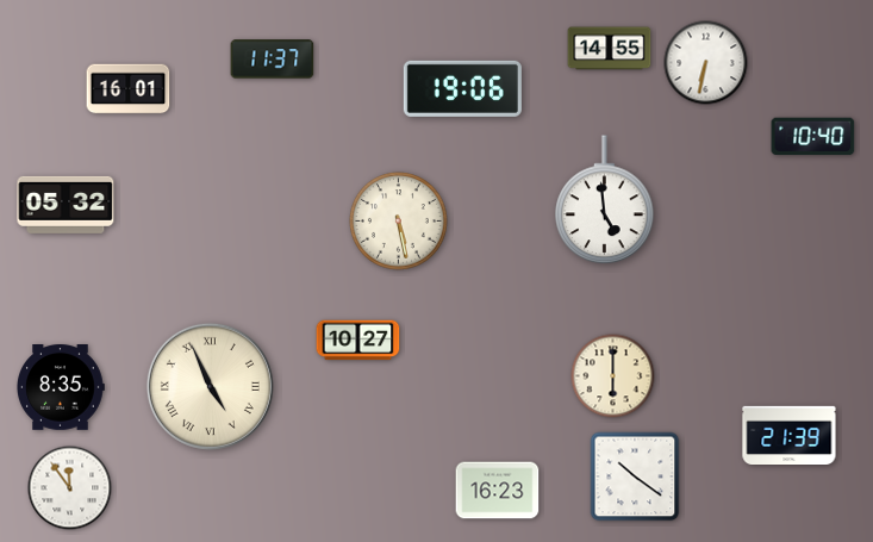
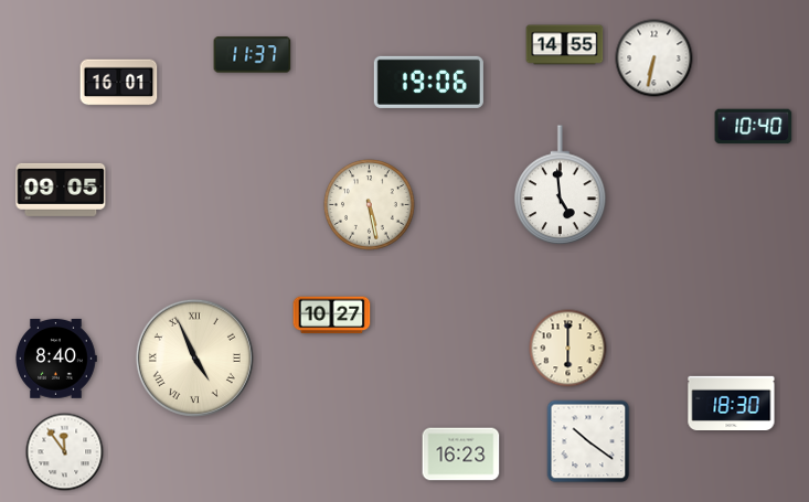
clock at (66, 205): 05:32 -> 09:05
clock at (61, 388): 8:35 -> 8:40
clock at (790, 435): 21:39 -> 18:30
